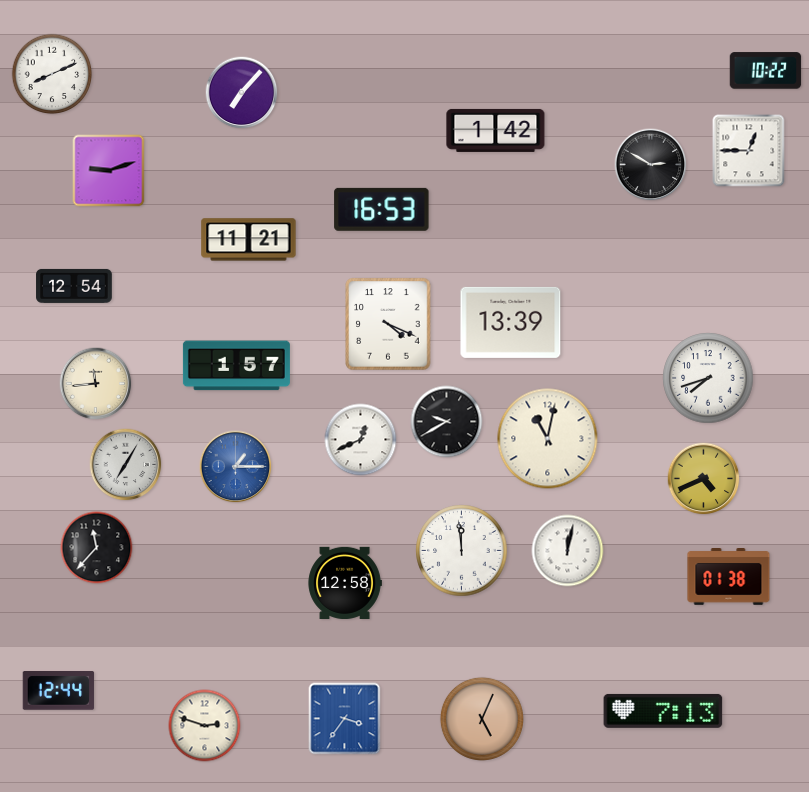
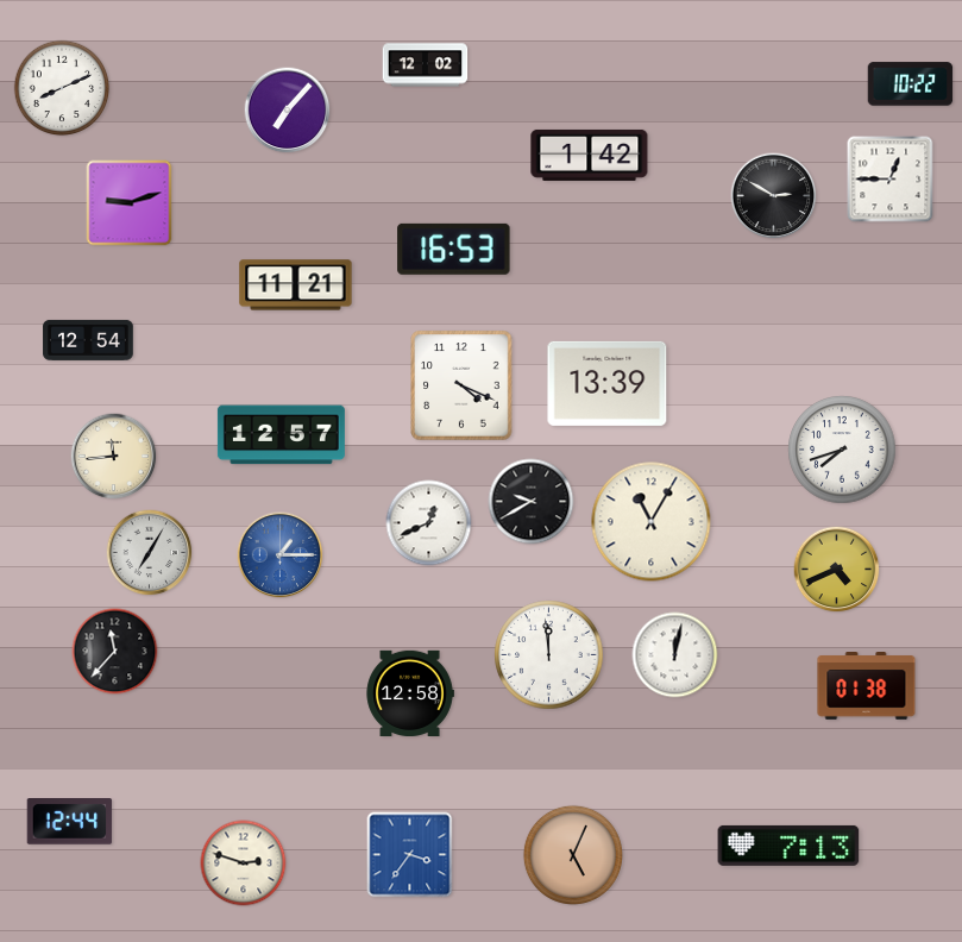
clock at (426, 65): none -> 12:02
clock at (236, 366): 1:57 -> 12:57
clock at (548, 439): 11:02 -> 11:05
